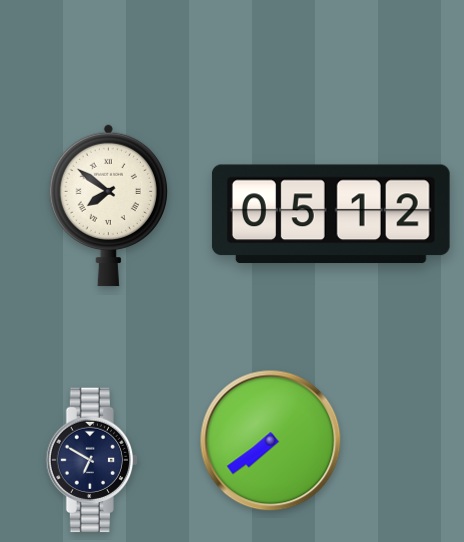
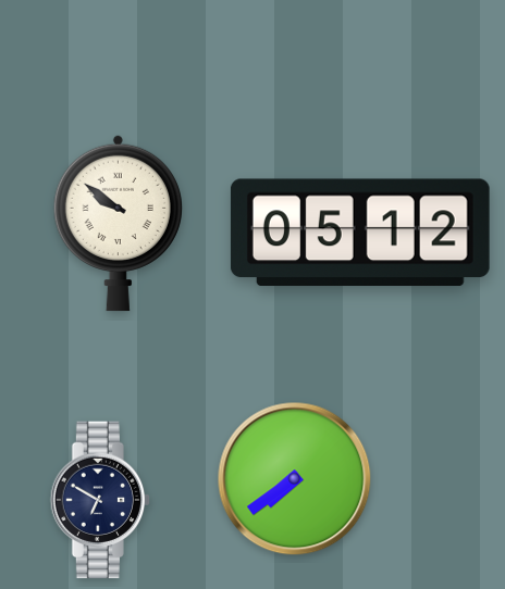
clock at (108, 205): 7:51 -> 9:51
